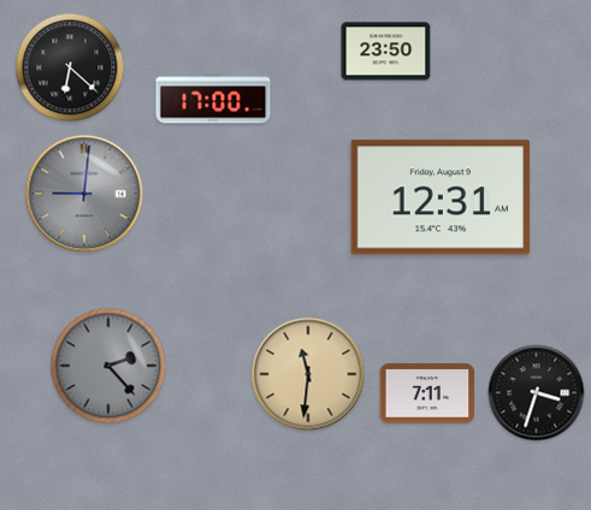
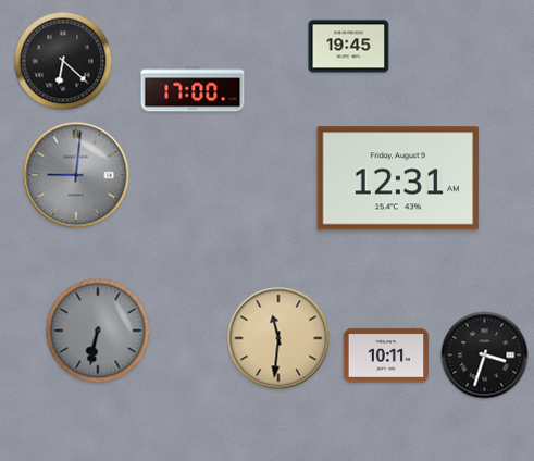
clock at (386, 52): 23:50 -> 19:45
clock at (108, 366): 2:23 -> 6:32
clock at (427, 393): 7:11 -> 10:11
